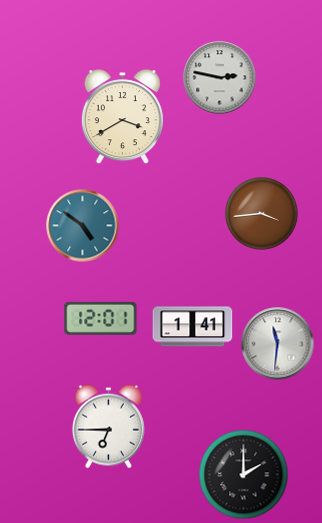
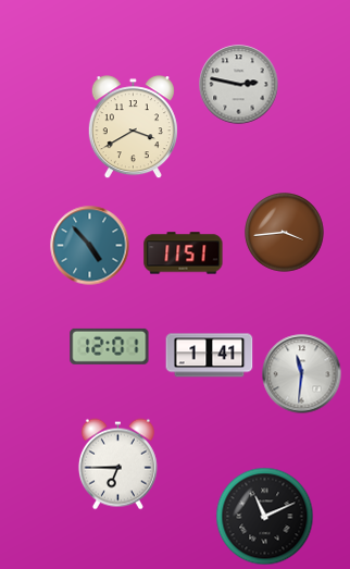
clock at (83, 226): 4:51 -> 4:53
clock at (184, 253): none -> 11:51
clock at (244, 475): 2:00 -> 11:11
